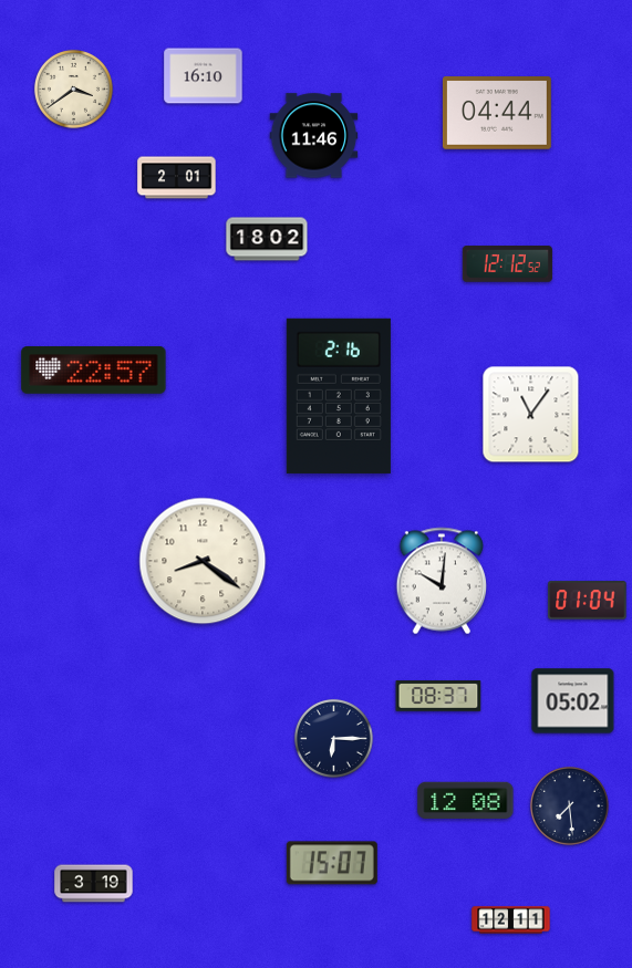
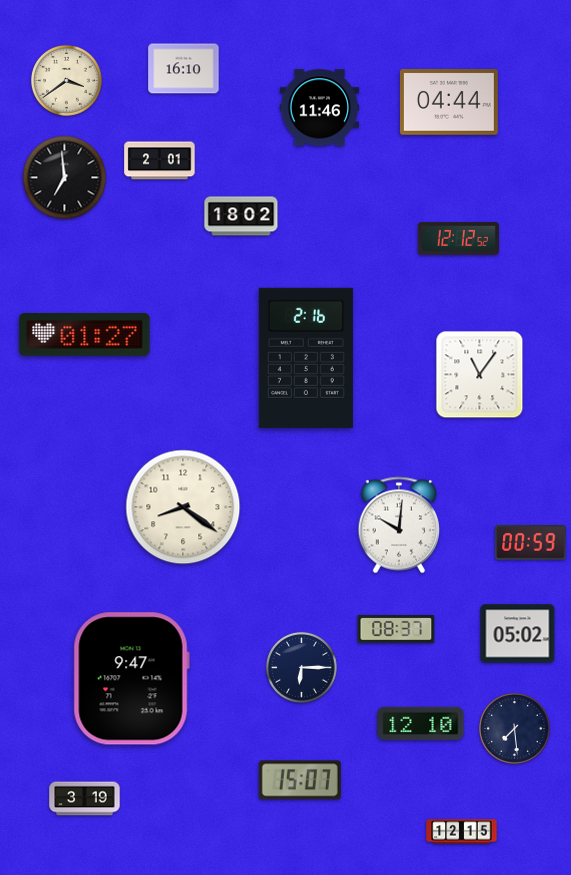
clock at (314, 136) position: (314, 136) -> (320, 108)
clock at (65, 178): none -> 6:59
clock at (94, 371): 22:57 -> 01:27
clock at (588, 601): 01:04 -> 00:59
clock at (131, 679): none -> 9:47
clock at (466, 800): 12:08 -> 12:10
clock at (511, 920): 12:11 -> 12:15
